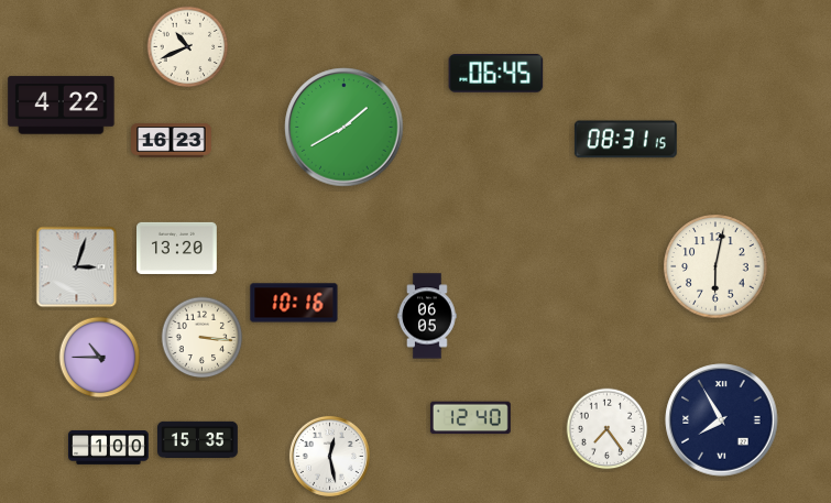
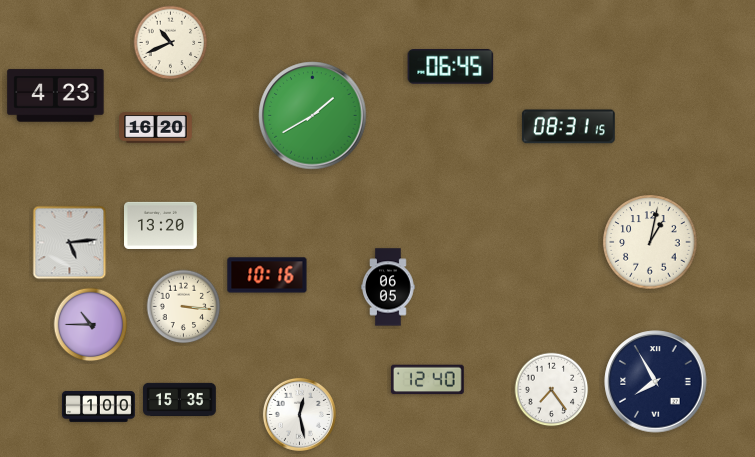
clock at (62, 106): 4:22 -> 4:23
clock at (172, 141): 16:23 -> 16:20
clock at (715, 266): 6:02 -> 1:02
clock at (77, 267): 3:03 -> 5:14
